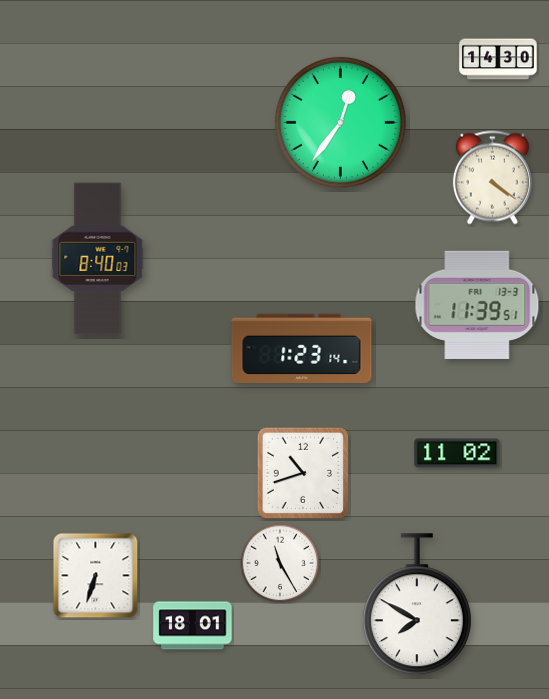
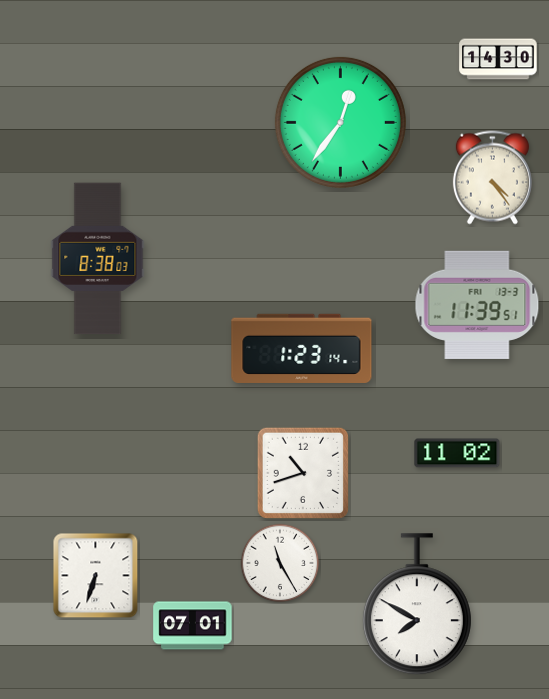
clock at (492, 178): 4:21 -> 4:24
clock at (98, 259): 8:40 -> 8:38
clock at (193, 626): 18:01 -> 07:01
